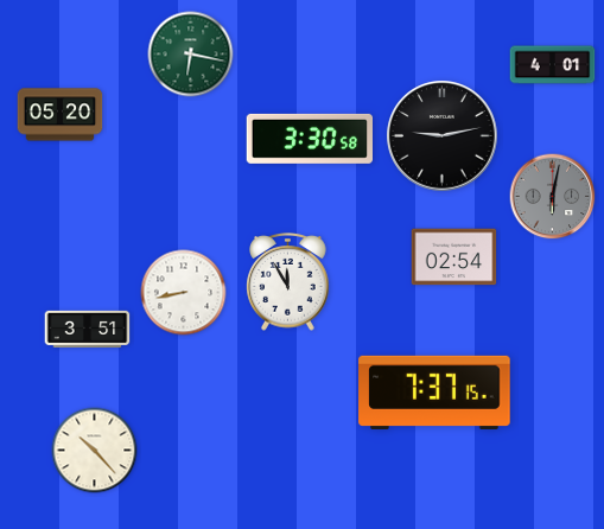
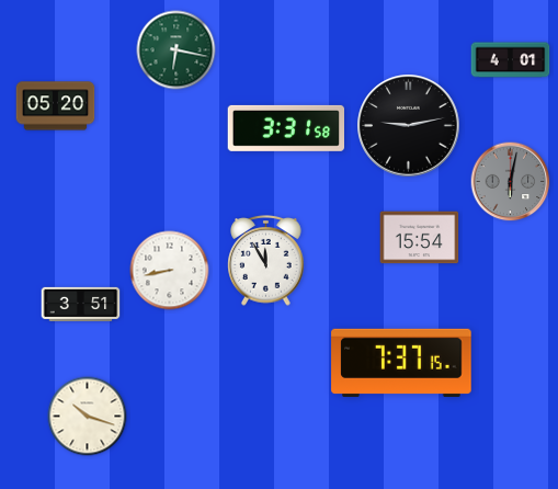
clock at (309, 139): 3:30 -> 3:31
clock at (454, 257): 02:54 -> 15:54
clock at (95, 451): 10:23 -> 10:18
